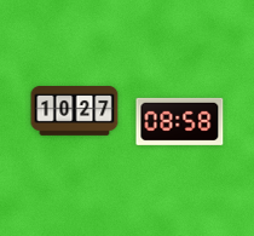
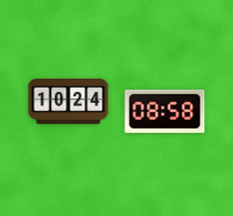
clock at (75, 111): 10:27 -> 10:24
